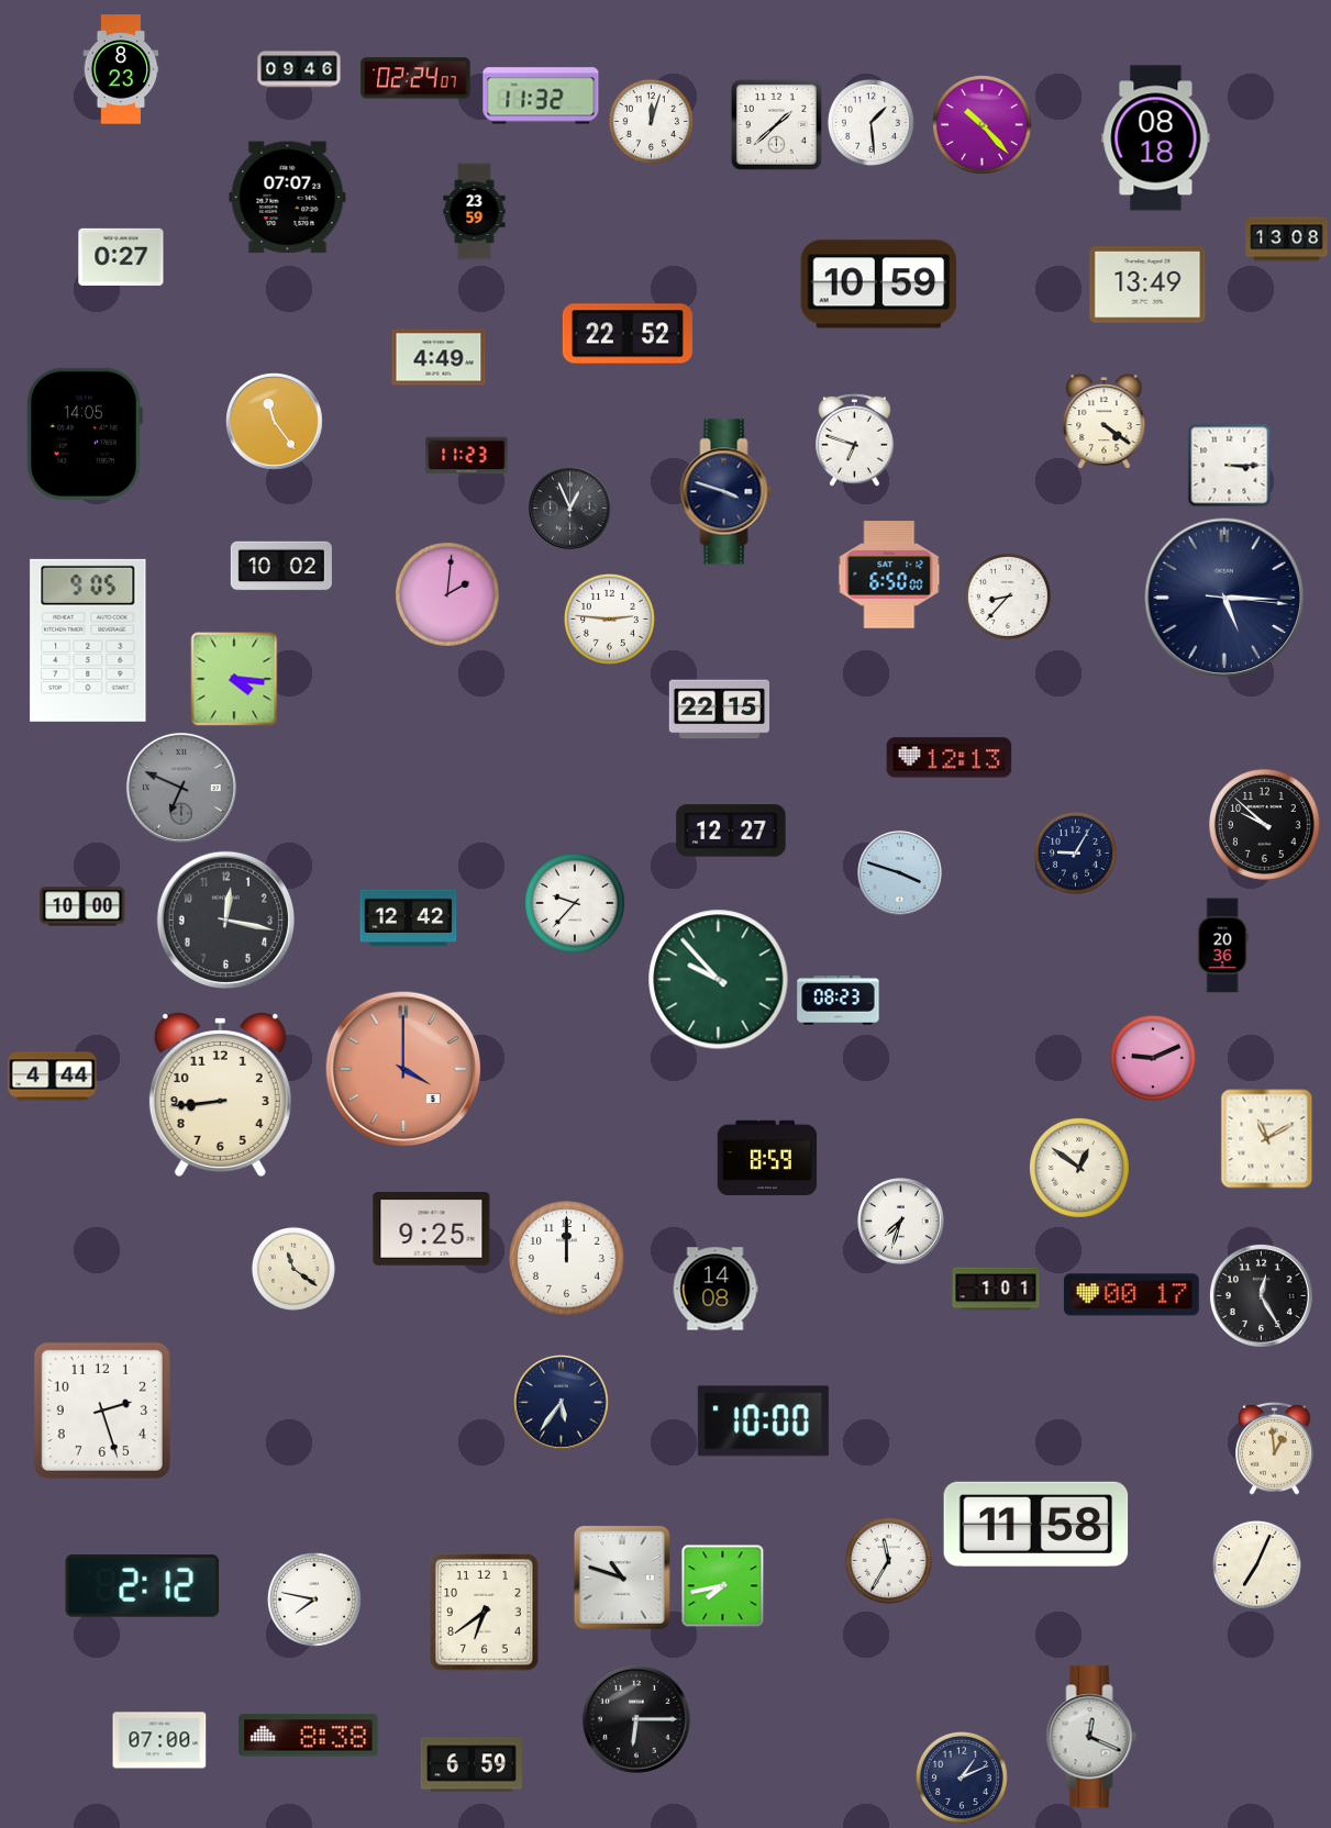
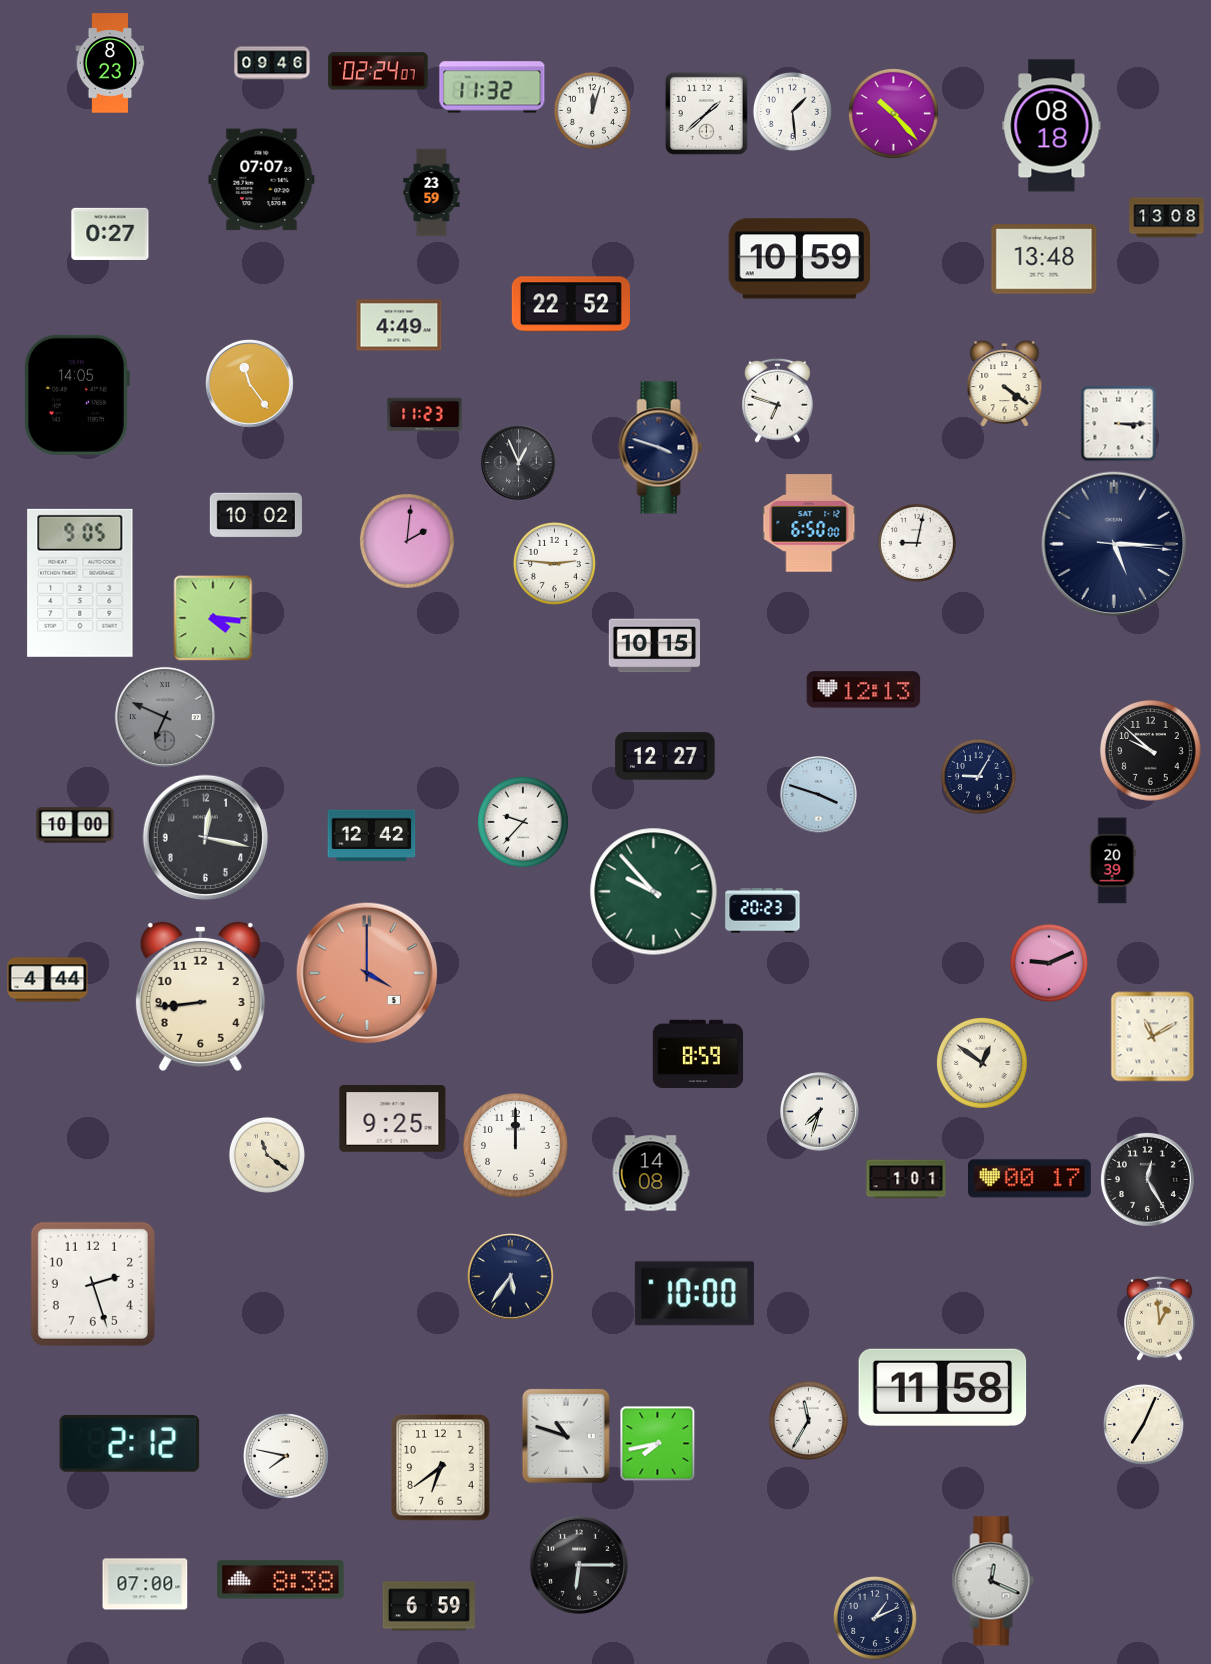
clock at (1287, 239) position: (1287, 239) -> (1167, 218)
clock at (1147, 285): 13:49 -> 13:48
clock at (1008, 597): 8:37 -> 9:02
clock at (719, 710): 22:15 -> 10:15
clock at (1222, 946): 20:36 -> 20:39
clock at (839, 1001): 08:23 -> 20:23
clock at (996, 1289) position: (996, 1289) -> (906, 1179)
